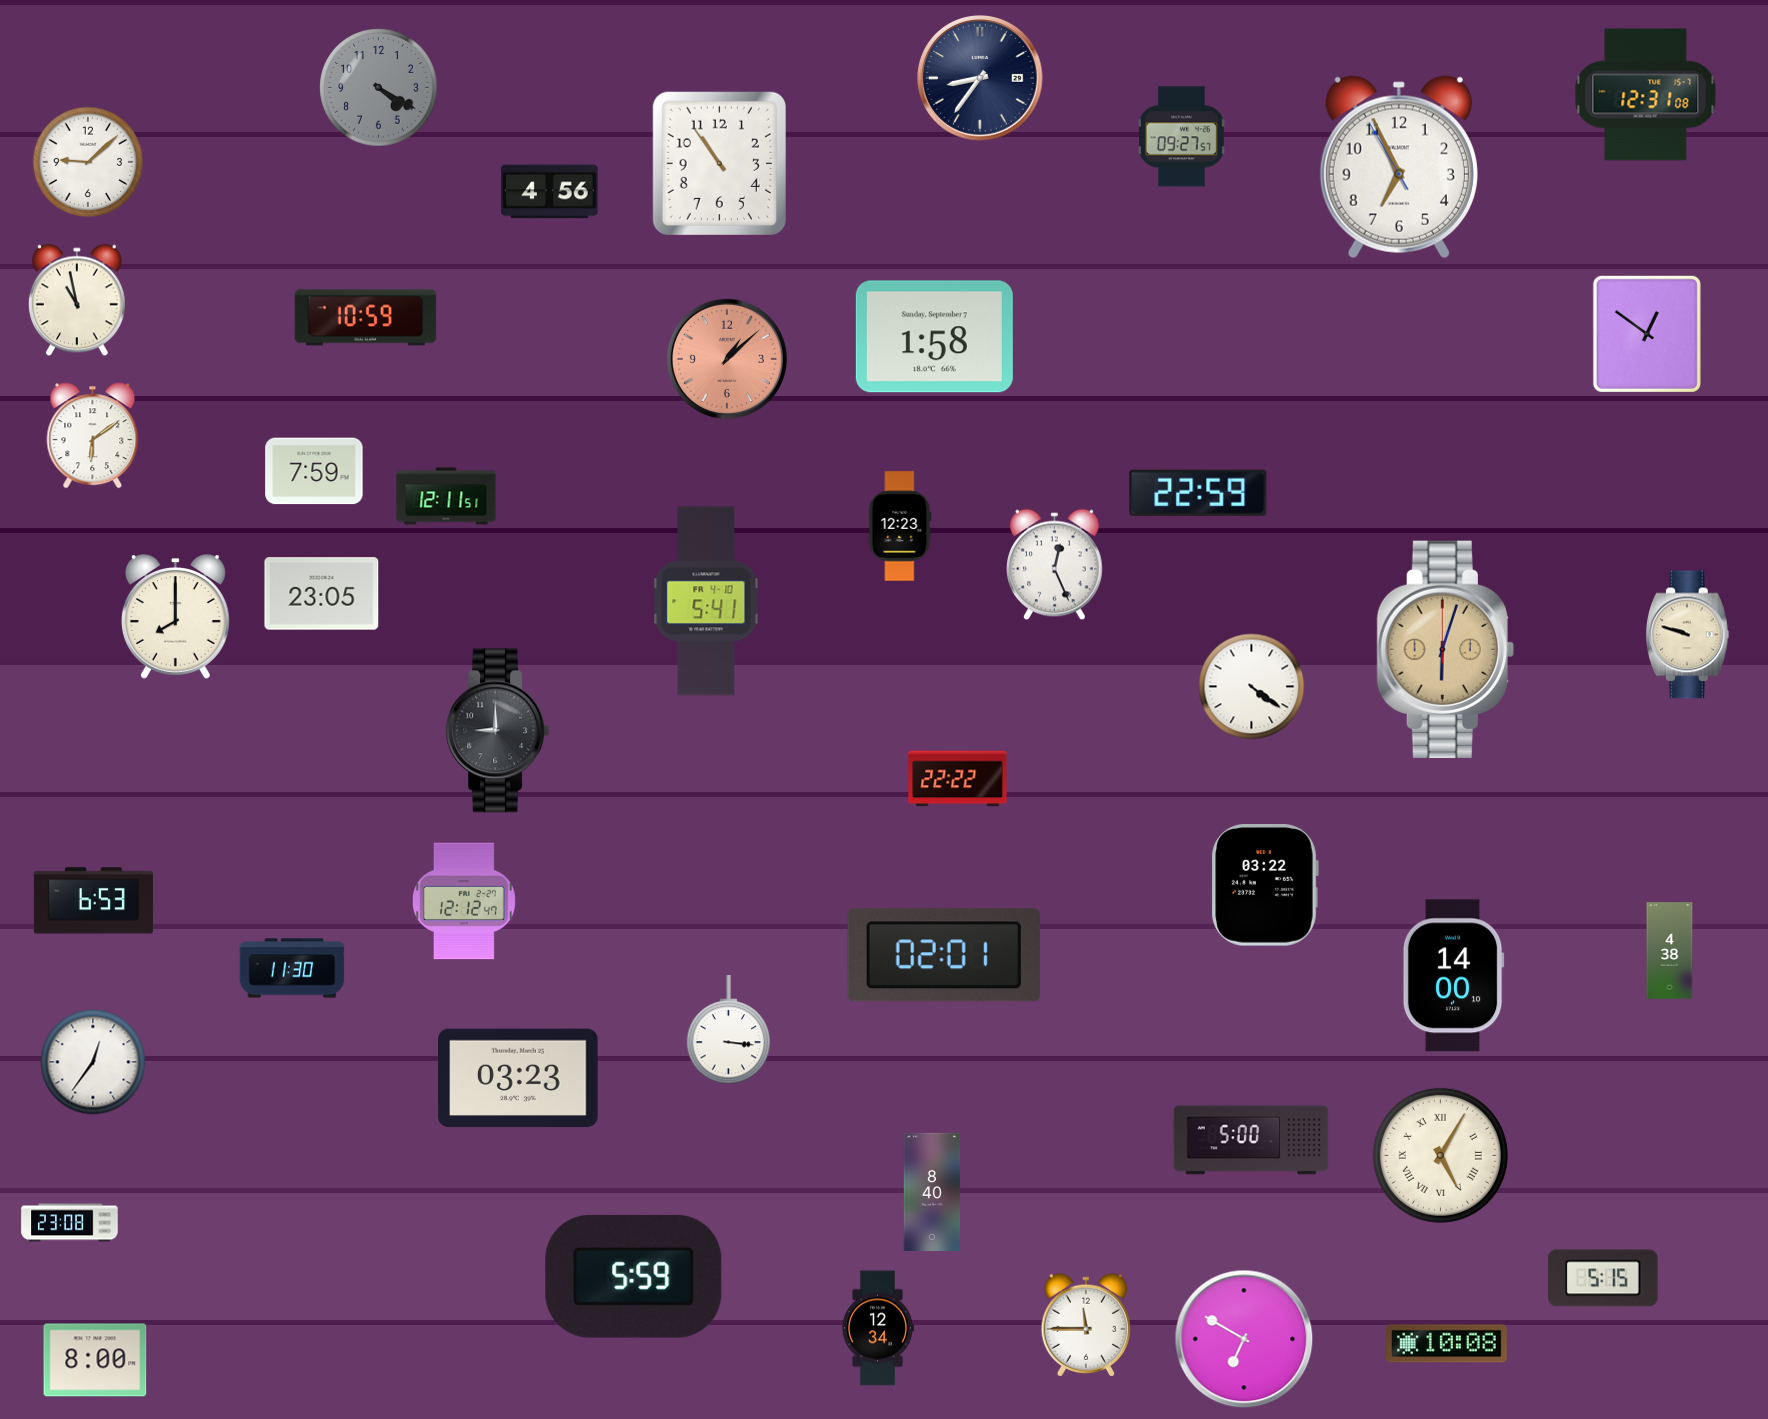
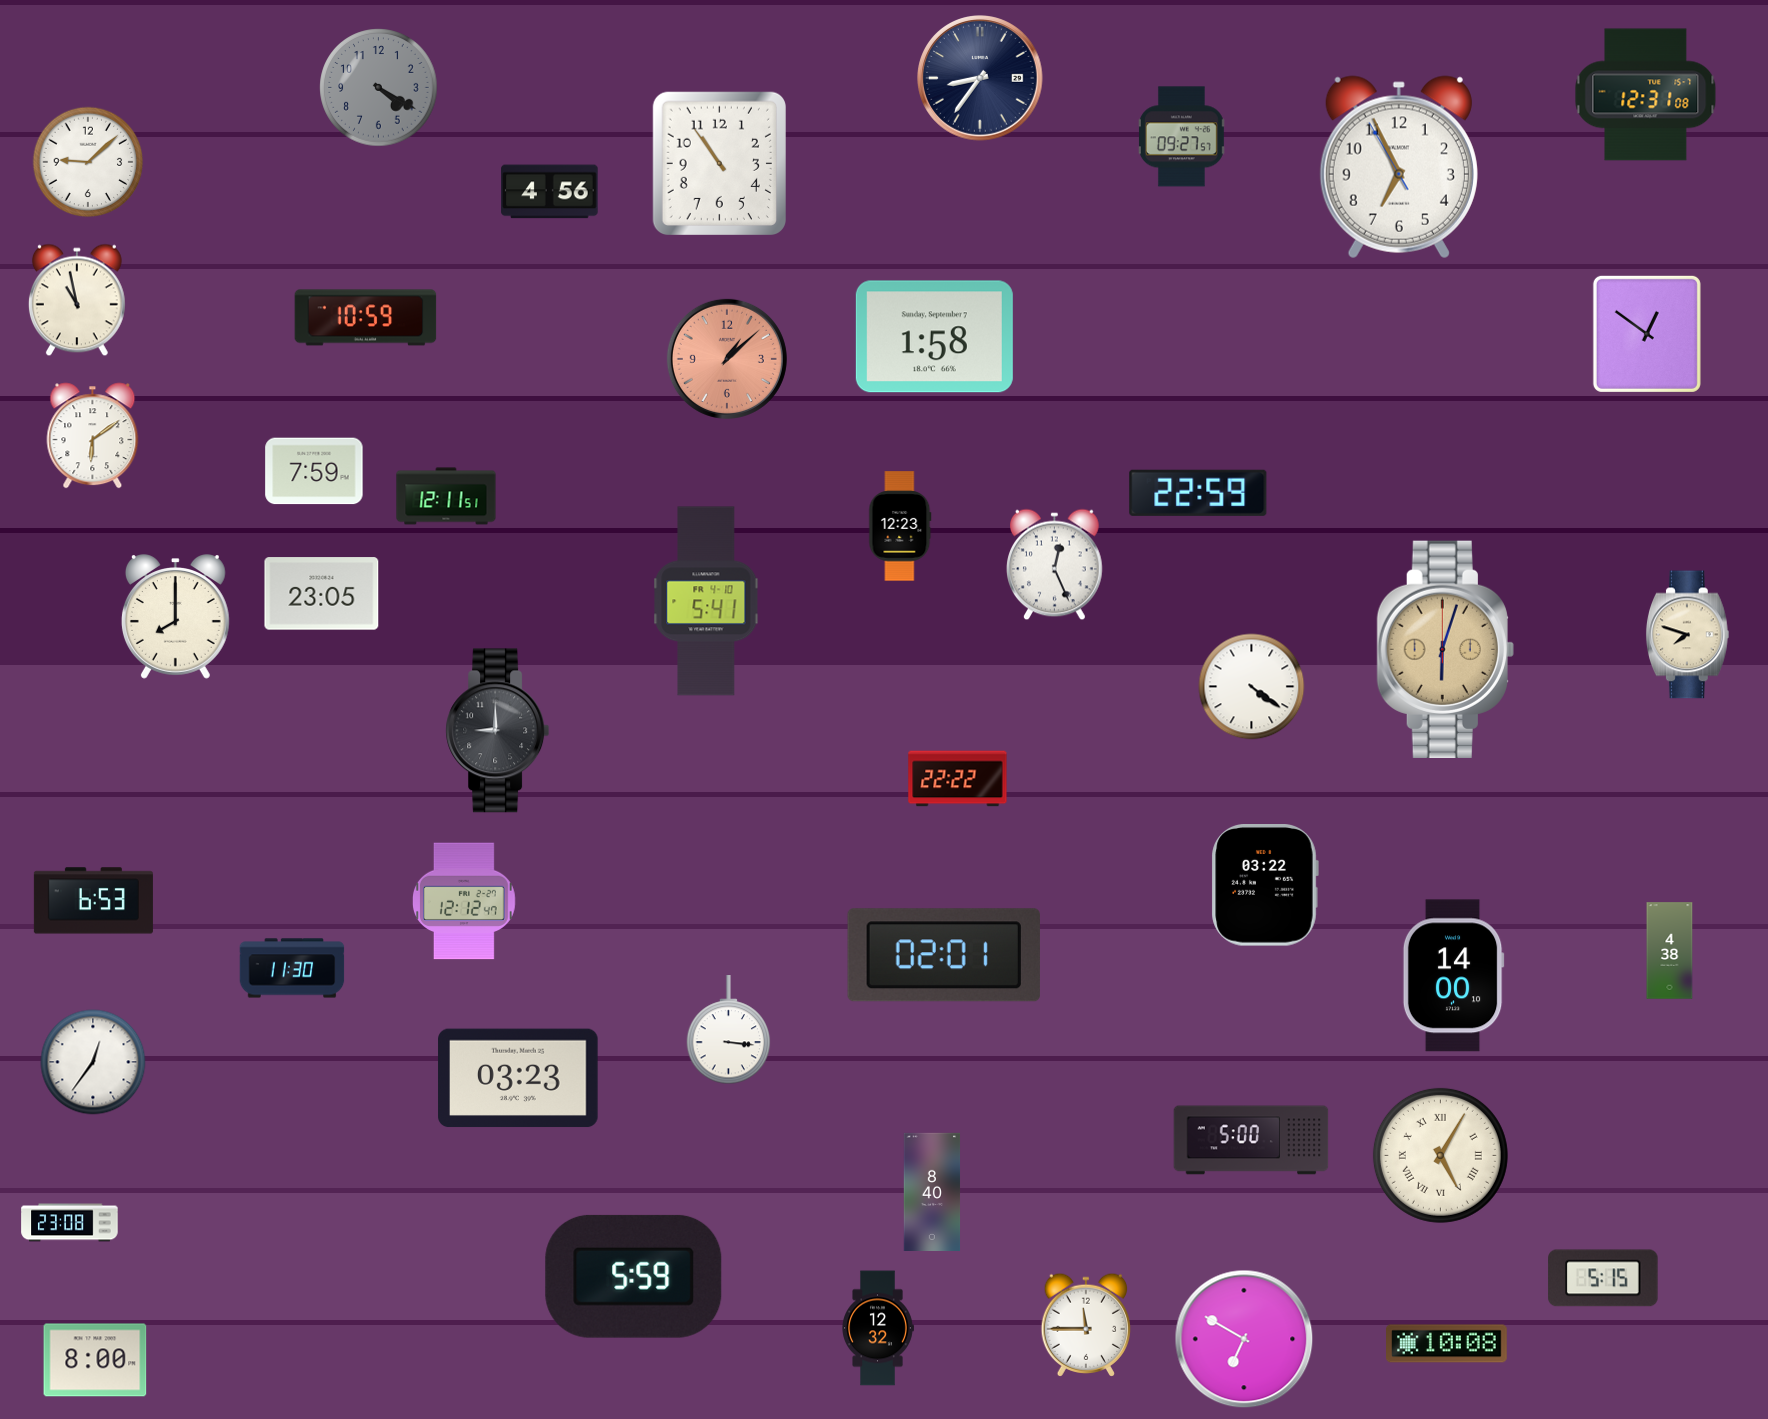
clock at (1688, 635): 9:48 -> 7:48
clock at (878, 1328): 12:34 -> 12:32
